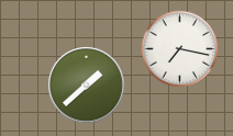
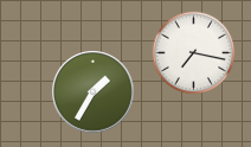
clock at (87, 86): 1:38 -> 1:35
